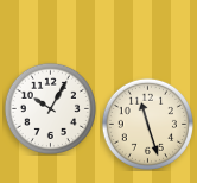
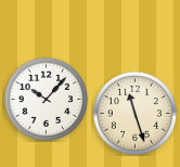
clock at (50, 108): 10:05 -> 10:07
